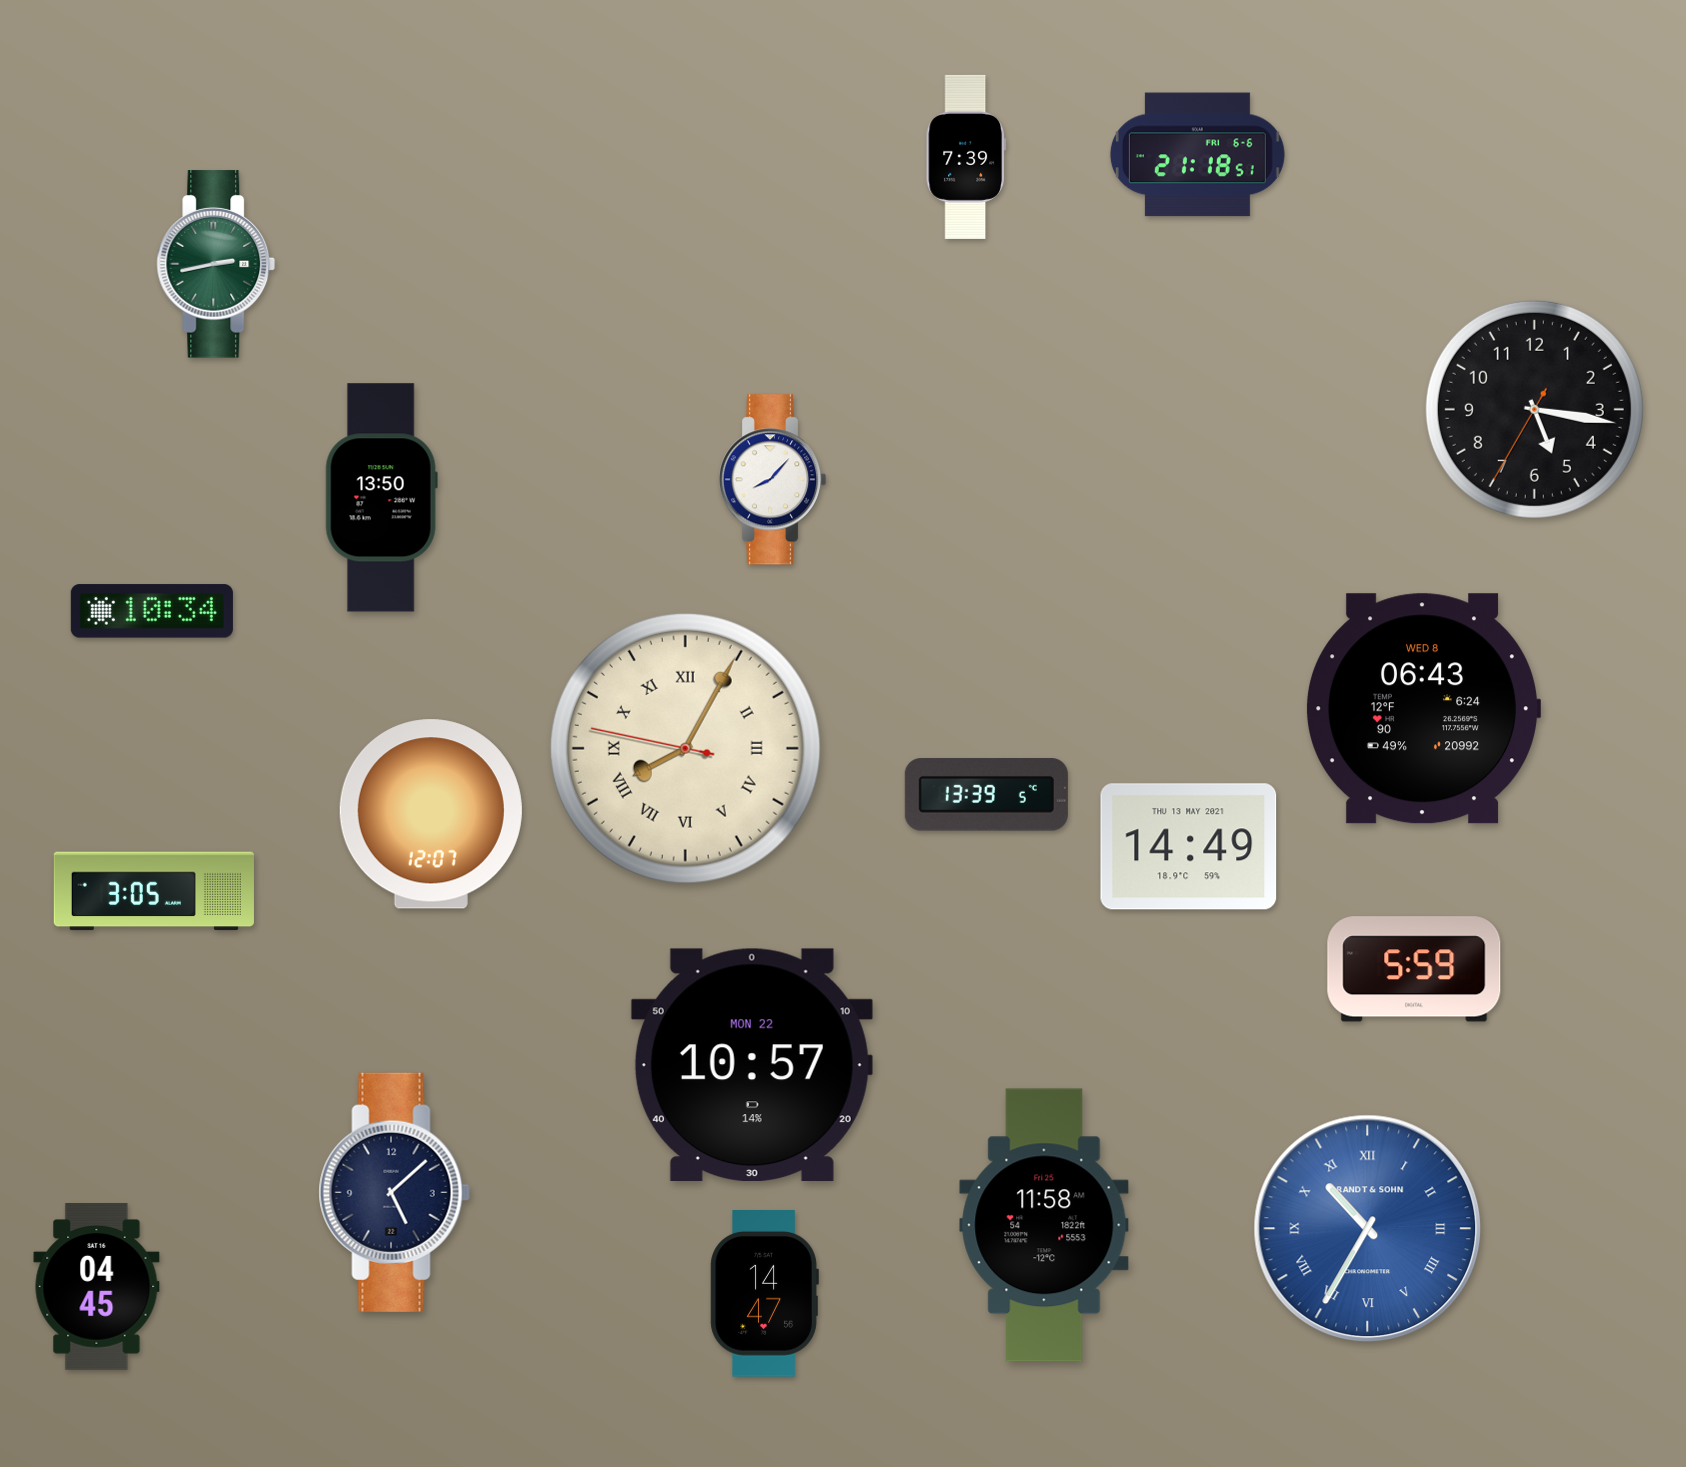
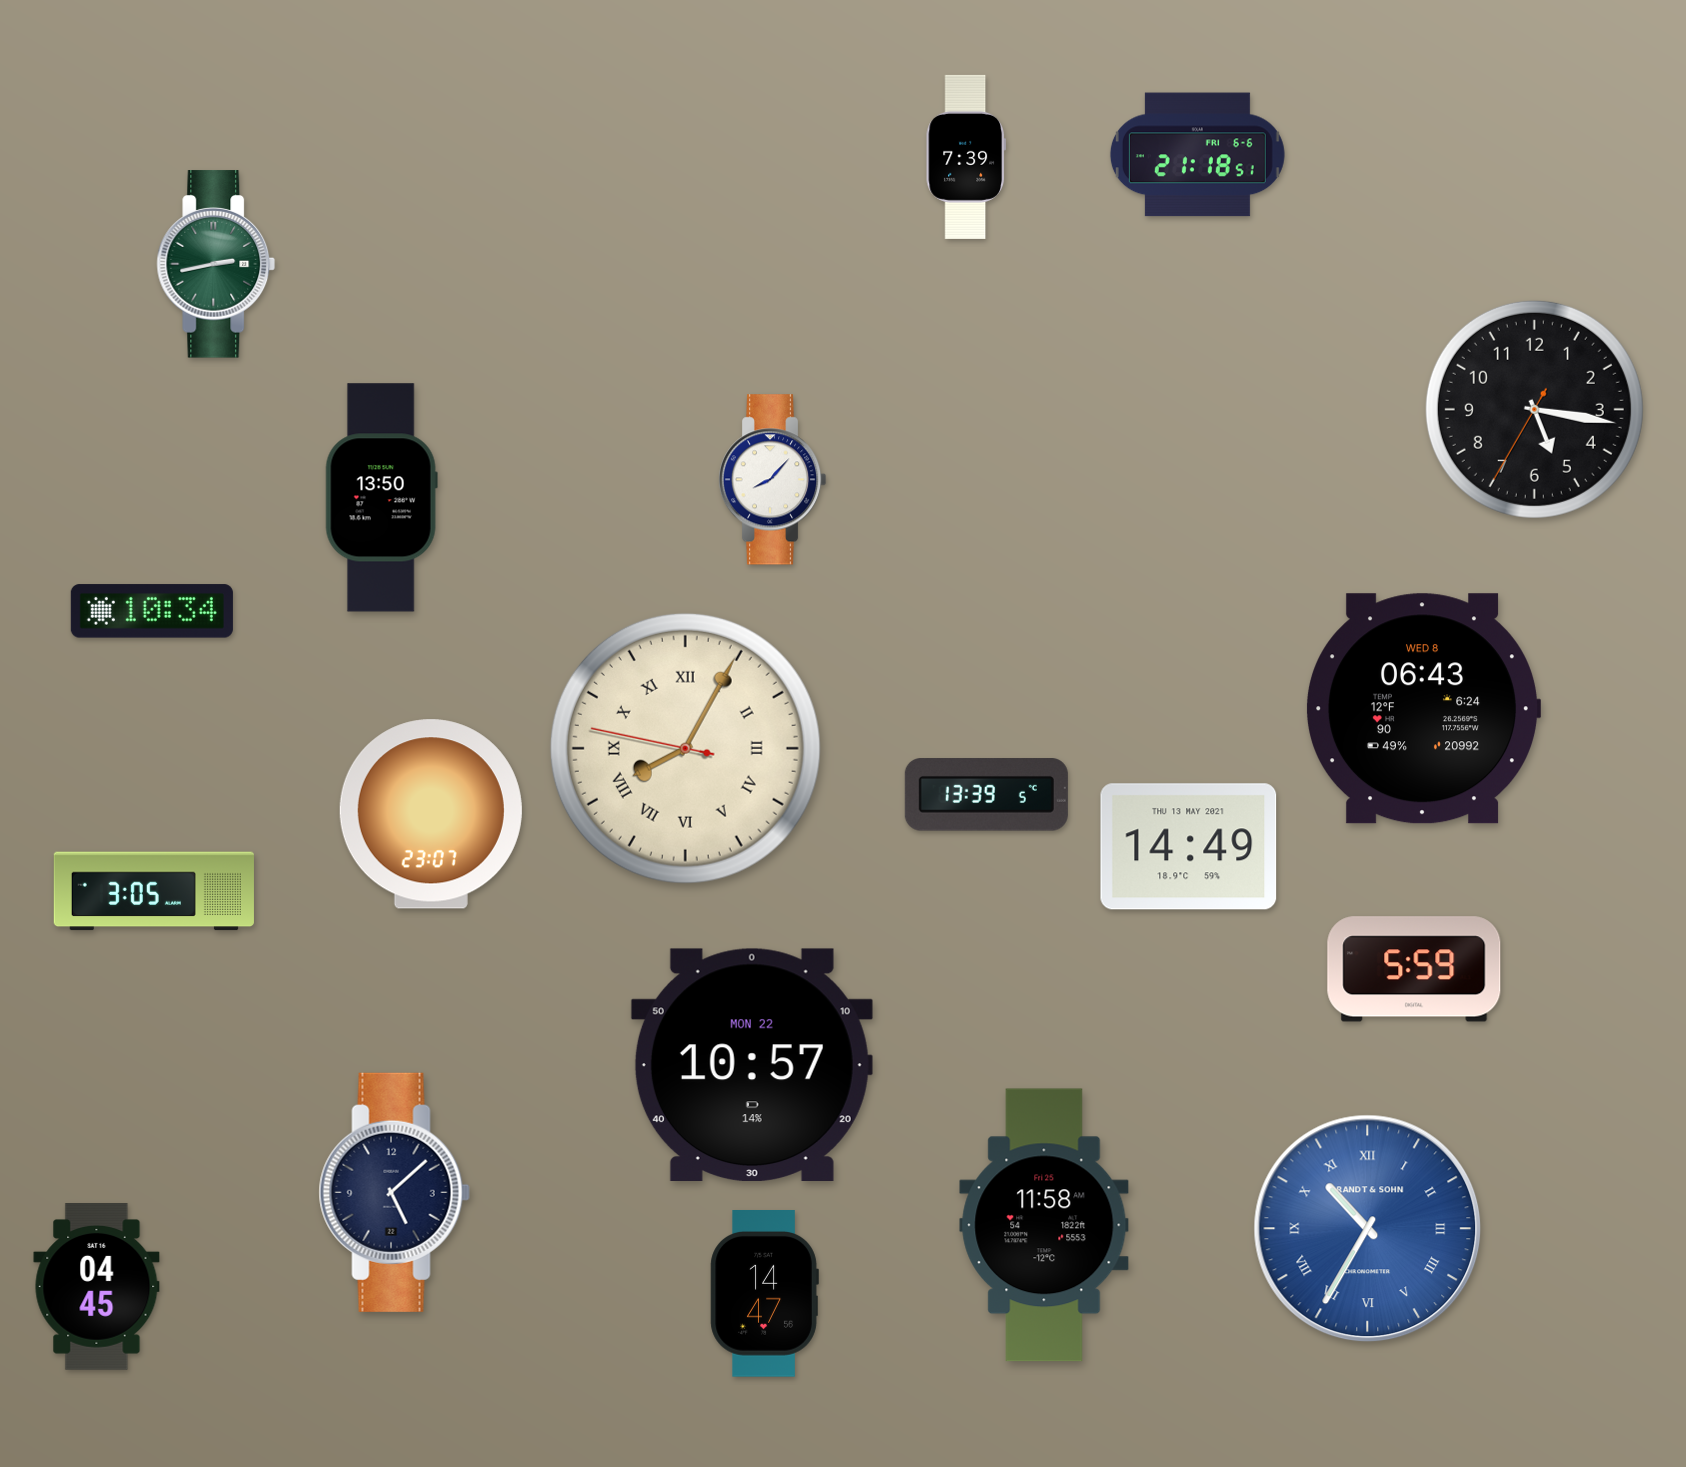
clock at (431, 814): 12:07 -> 23:07
